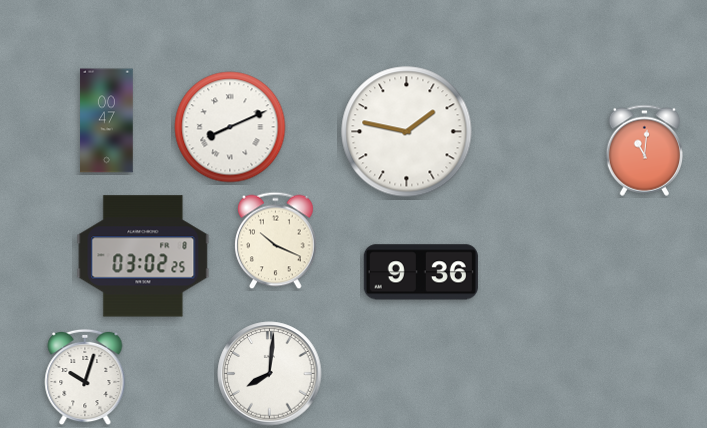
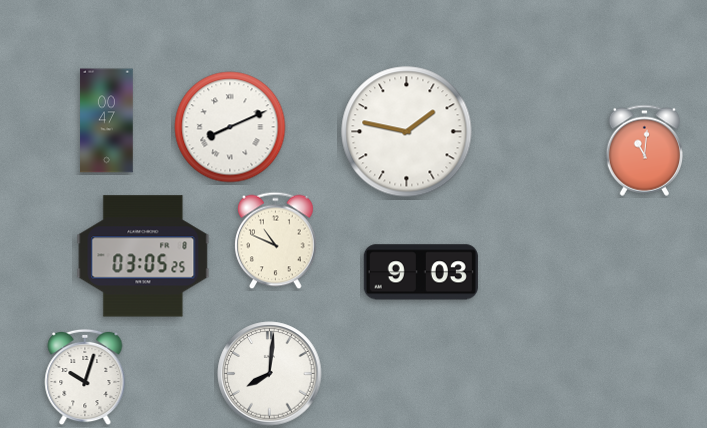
clock at (276, 241): 10:19 -> 10:49
clock at (143, 256): 03:02 -> 03:05
clock at (421, 272): 9:36 -> 9:03
